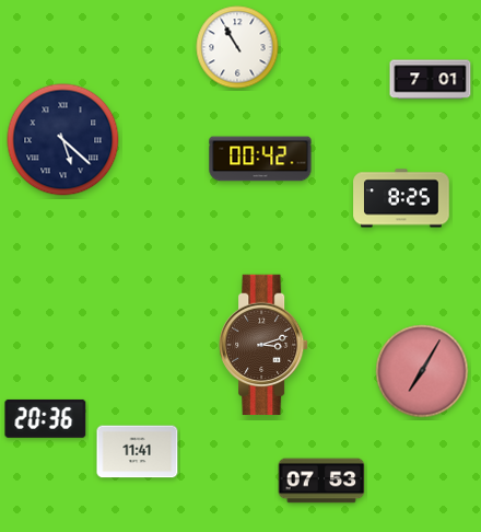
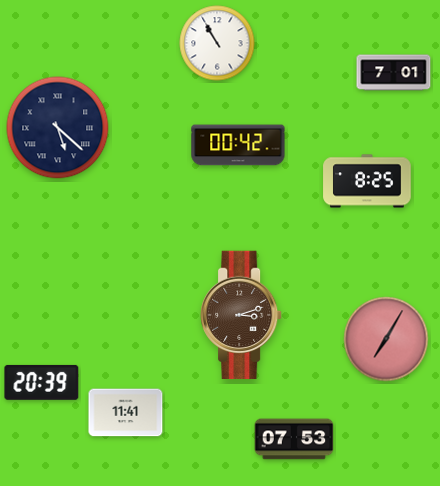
clock at (46, 418): 20:36 -> 20:39
